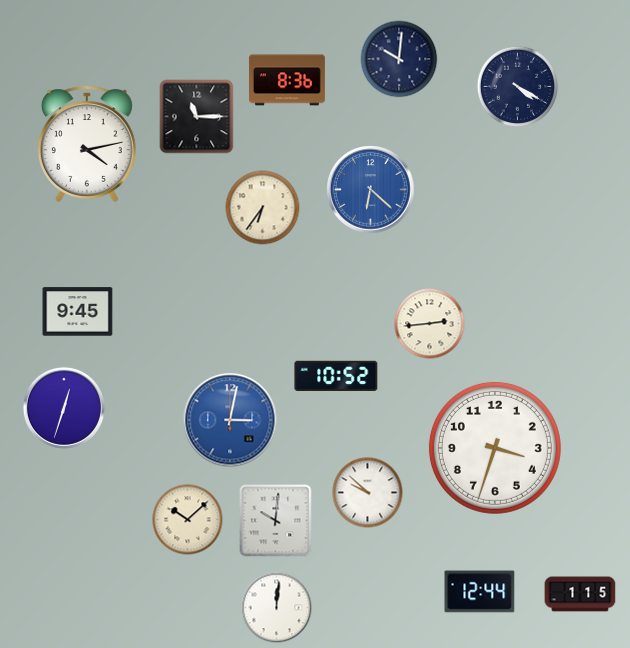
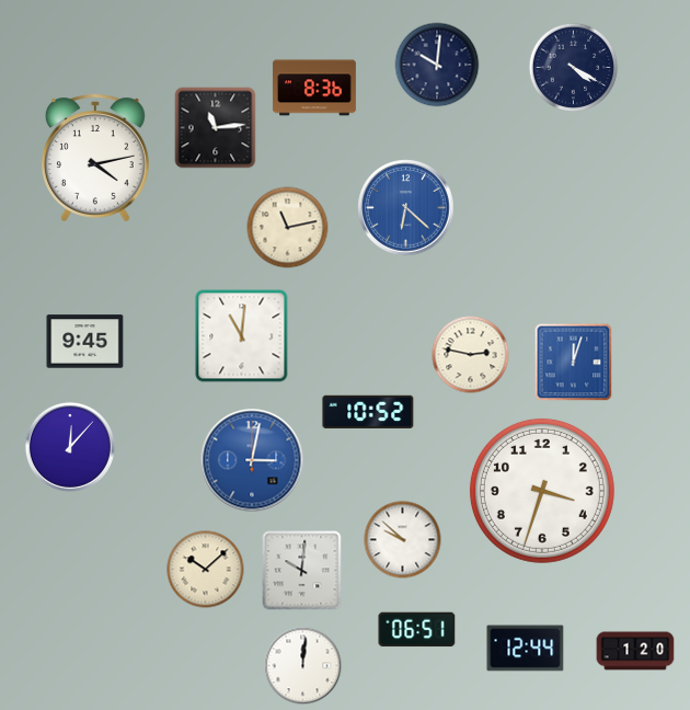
clock at (518, 87) position: (518, 87) -> (574, 68)
clock at (197, 117): 11:15 -> 11:14
clock at (263, 208): 6:36 -> 11:13
clock at (242, 336): none -> 11:01
clock at (430, 324): 2:44 -> 2:47
clock at (574, 363): none -> 12:03
clock at (64, 408): 12:33 -> 12:07
clock at (417, 630): none -> 06:51
clock at (580, 594): 1:15 -> 1:20
